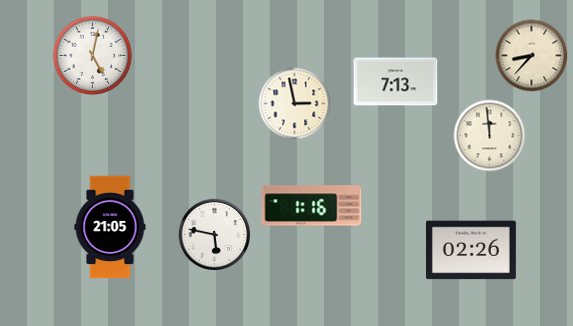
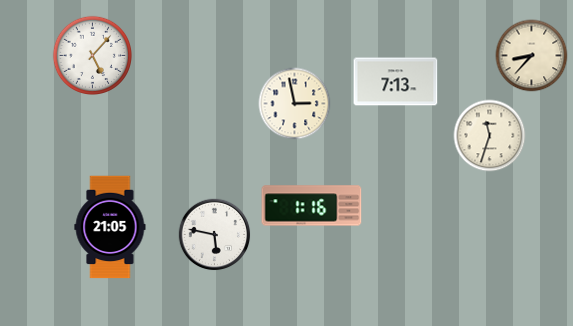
clock at (92, 55): 5:02 -> 5:07
clock at (490, 136): 11:59 -> 11:33
clock at (471, 250): 02:26 -> none
